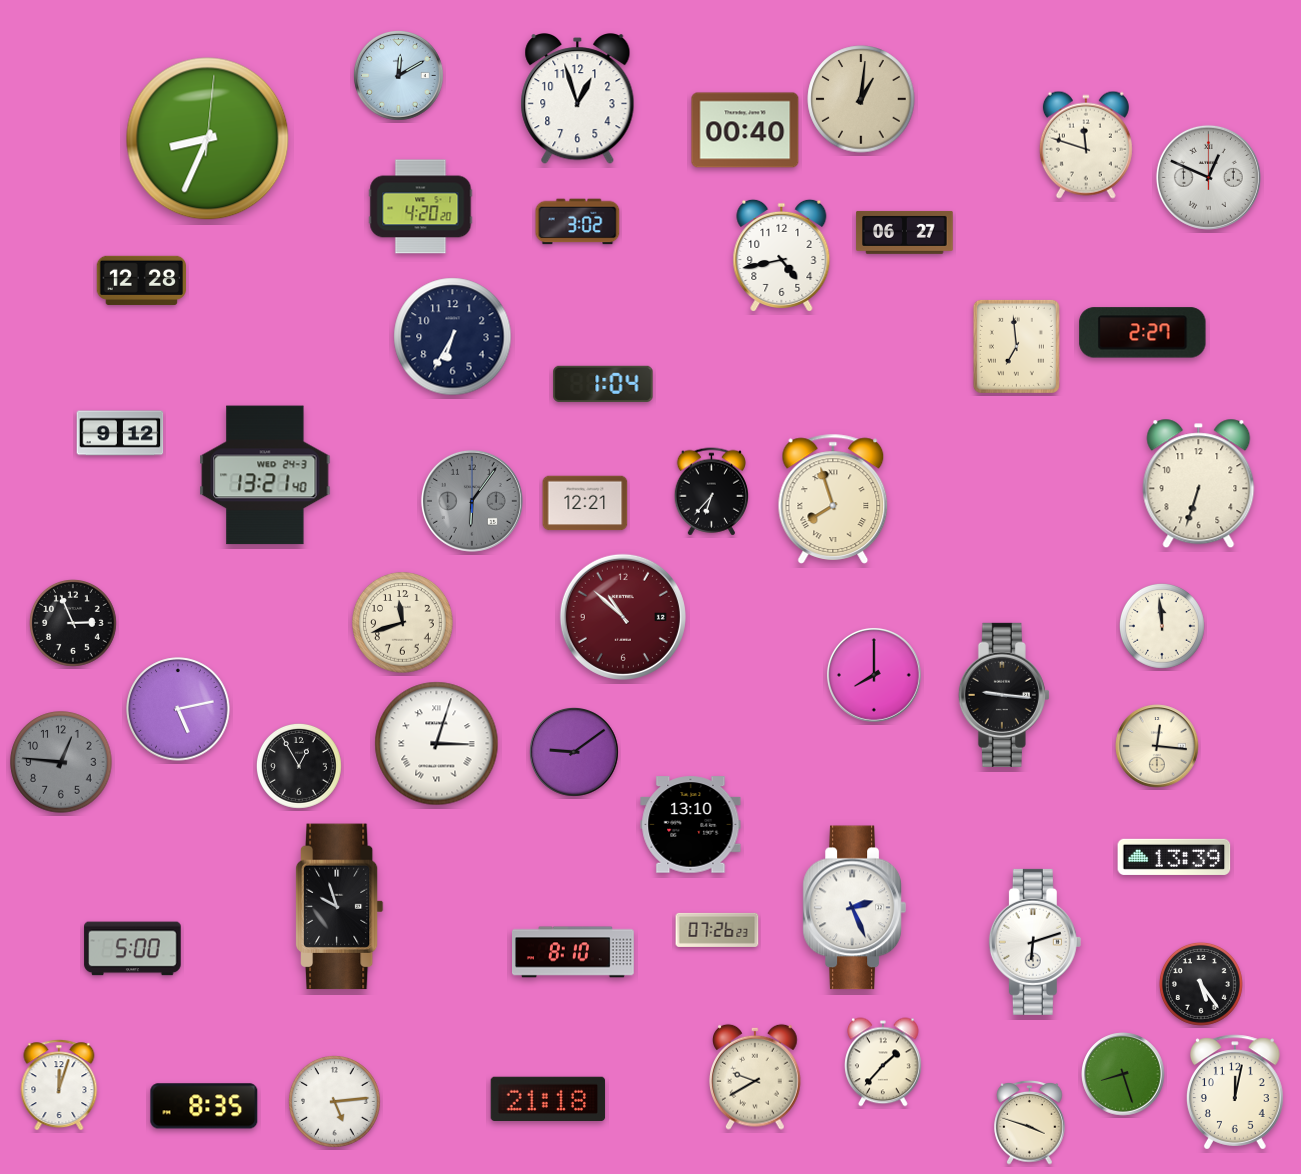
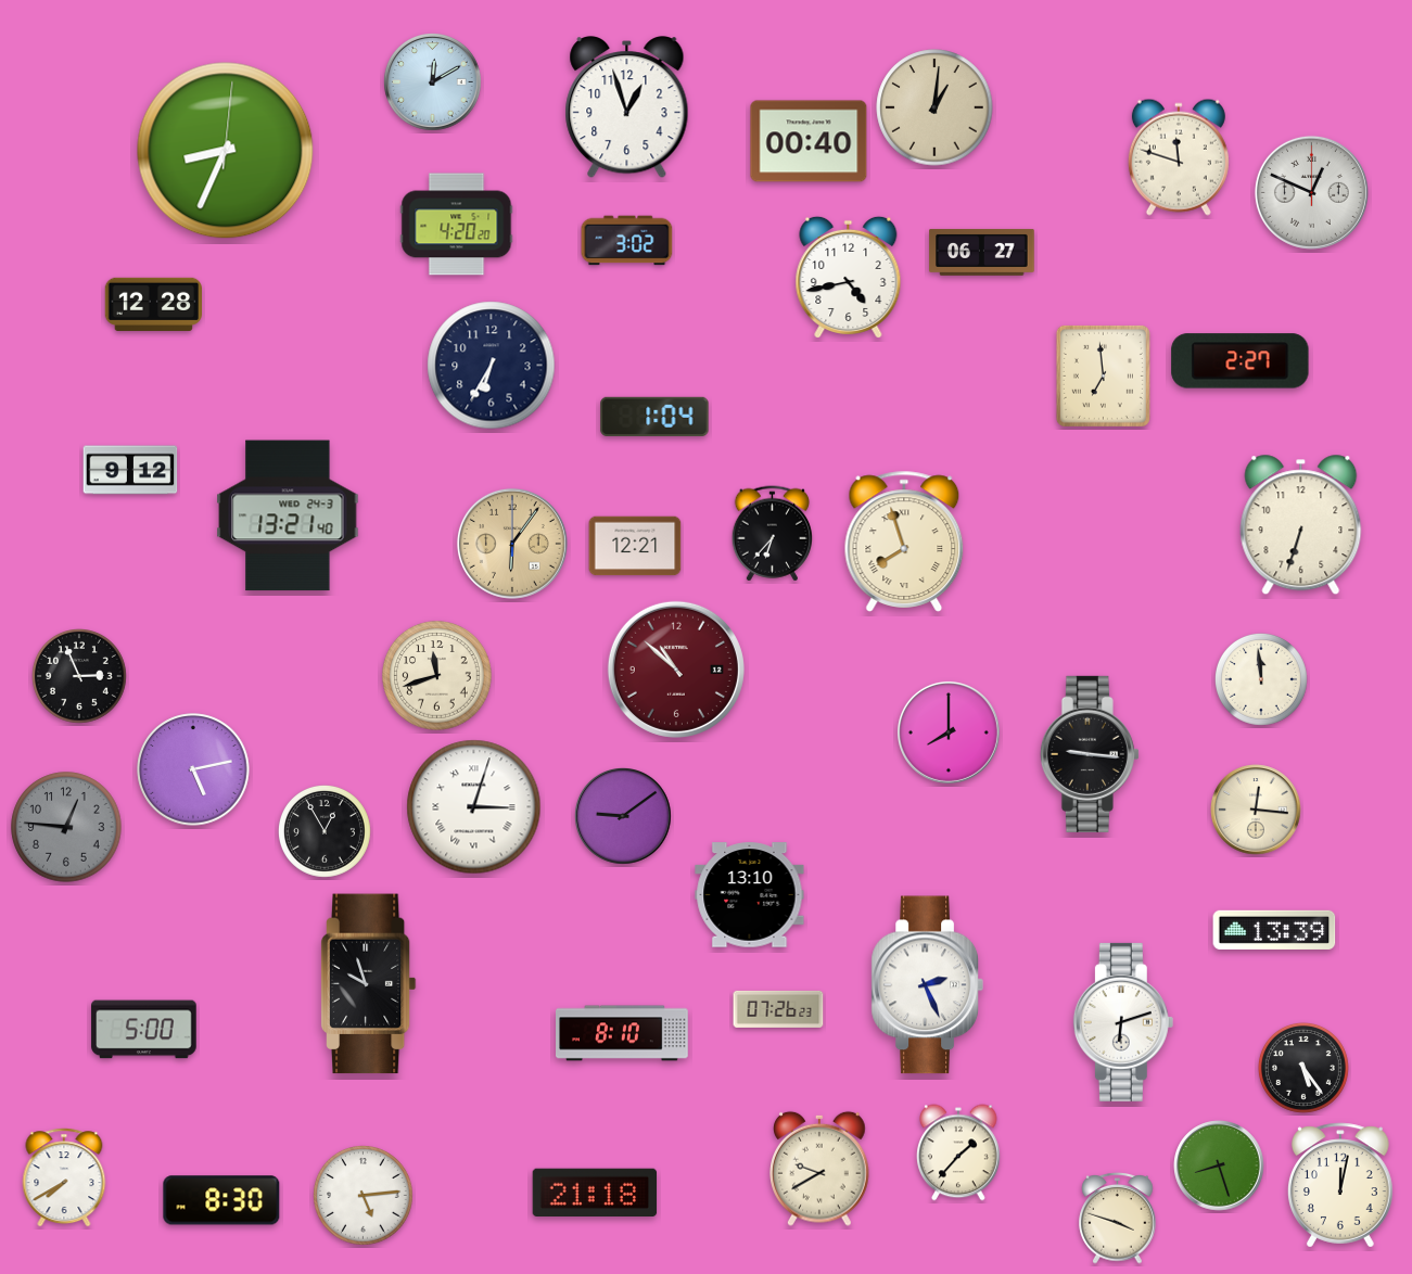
clock at (472, 501) dial: grey -> champagne
clock at (59, 1085): 12:03 -> 7:40
clock at (204, 1106): 8:35 -> 8:30
